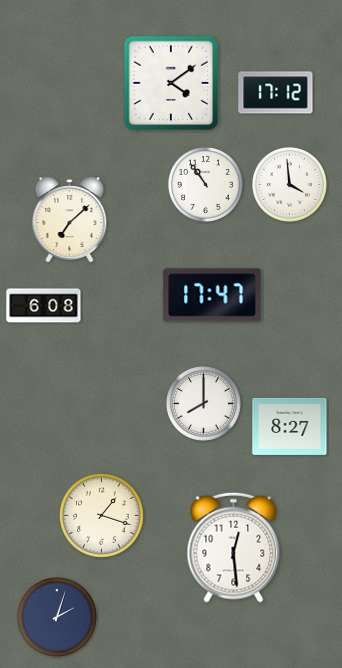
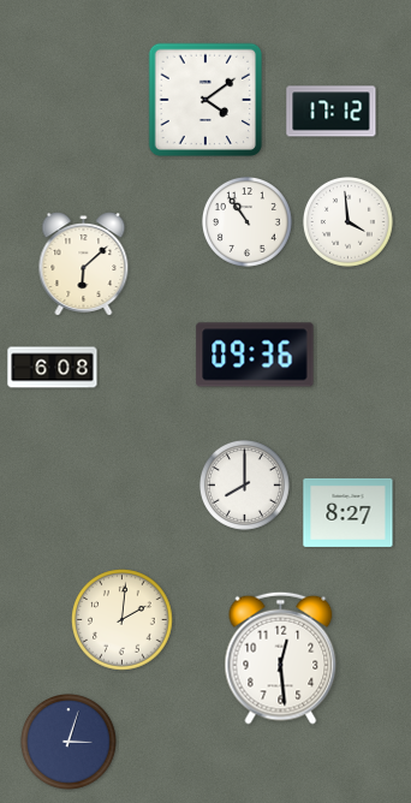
clock at (70, 220): 7:08 -> 6:08
clock at (212, 295): 17:47 -> 09:36
clock at (102, 516): 1:18 -> 2:01
clock at (58, 618): 2:03 -> 3:03
